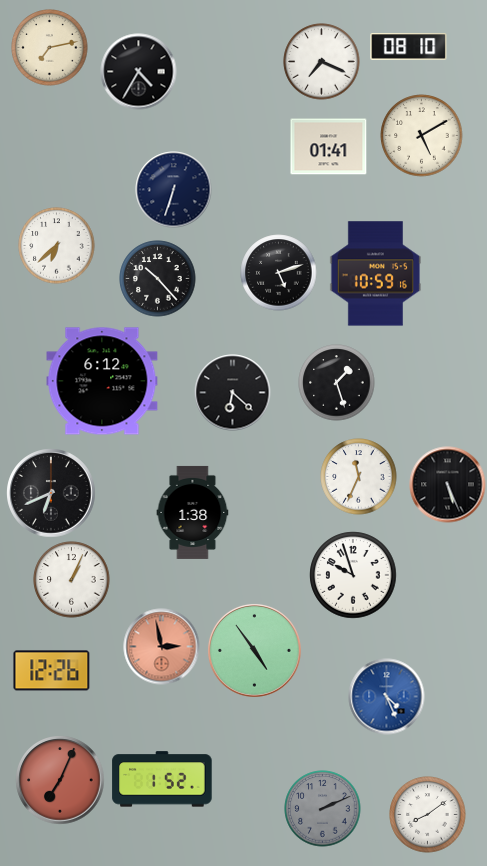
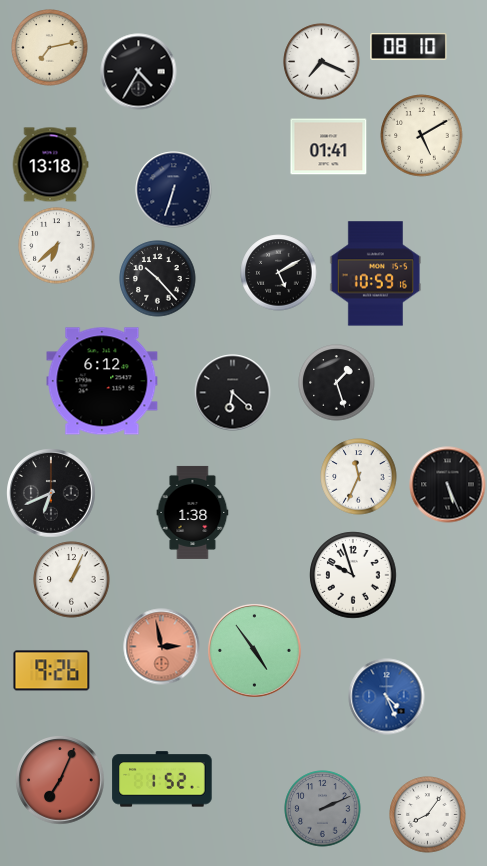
clock at (50, 165): none -> 13:18
clock at (279, 273): 5:12 -> 5:10
clock at (52, 671): 12:26 -> 9:26
clock at (428, 815): 8:09 -> 8:06
